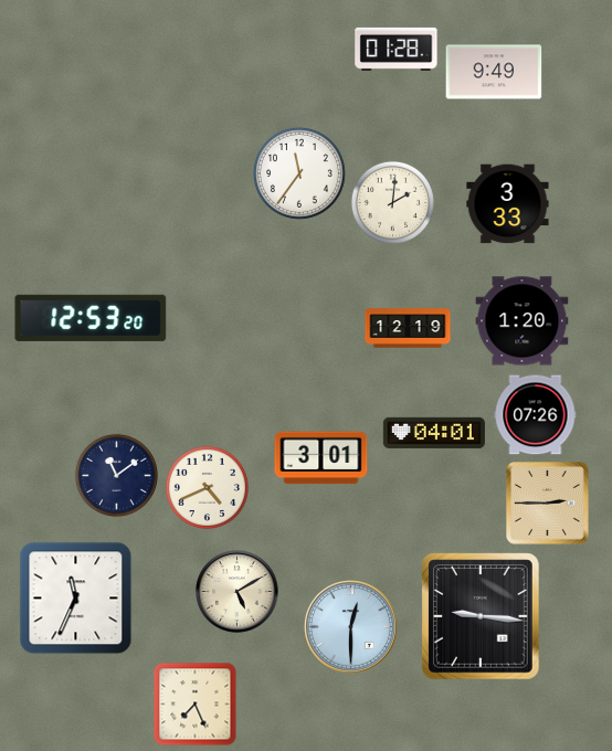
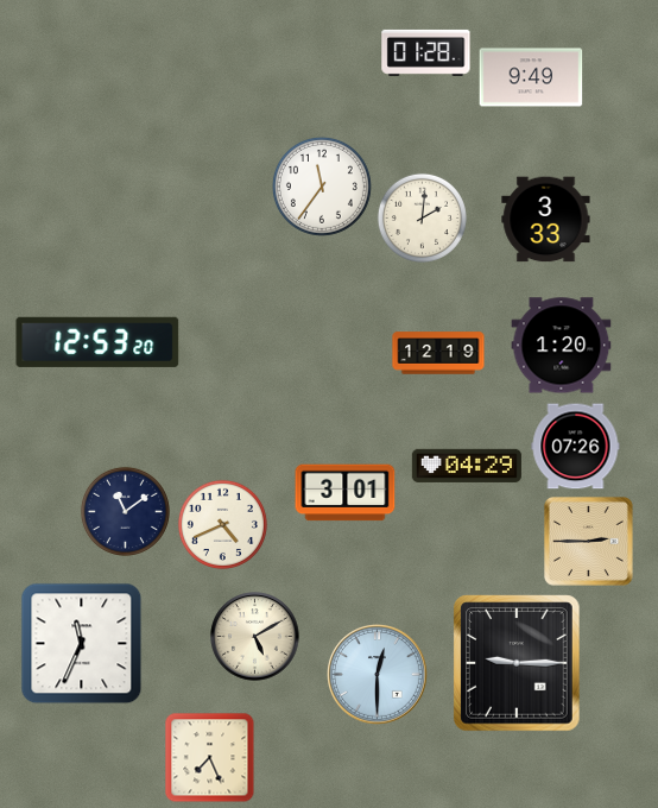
clock at (434, 433): 04:01 -> 04:29
clock at (481, 616): 9:16 -> 9:15
